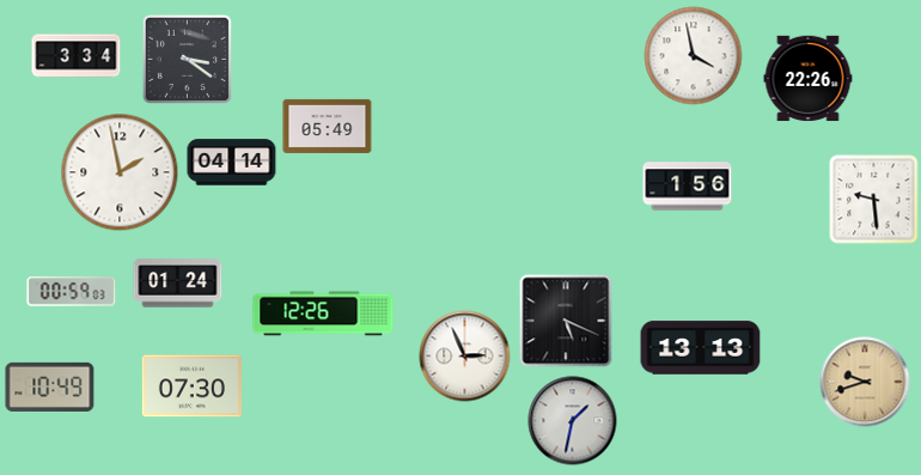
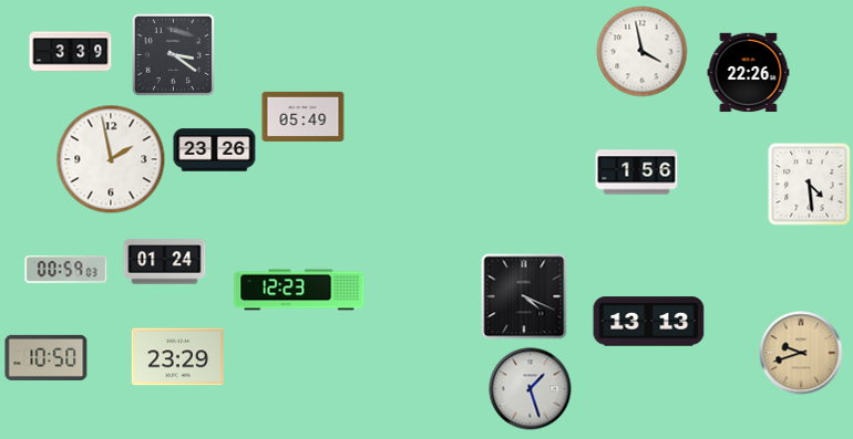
clock at (77, 56): 3:34 -> 3:39
clock at (232, 163): 04:14 -> 23:26
clock at (874, 200): 9:29 -> 4:29
clock at (323, 313): 12:26 -> 12:23
clock at (566, 321): 5:19 -> 4:19
clock at (465, 357): 2:56 -> none
clock at (50, 386): 10:49 -> 10:50
clock at (191, 386): 07:30 -> 23:29
clock at (573, 421): 1:32 -> 1:27
